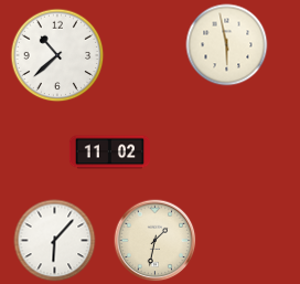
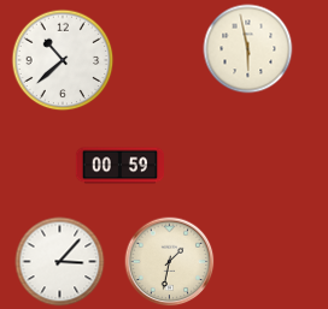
clock at (109, 152): 11:02 -> 00:59
clock at (55, 241): 6:07 -> 3:07
